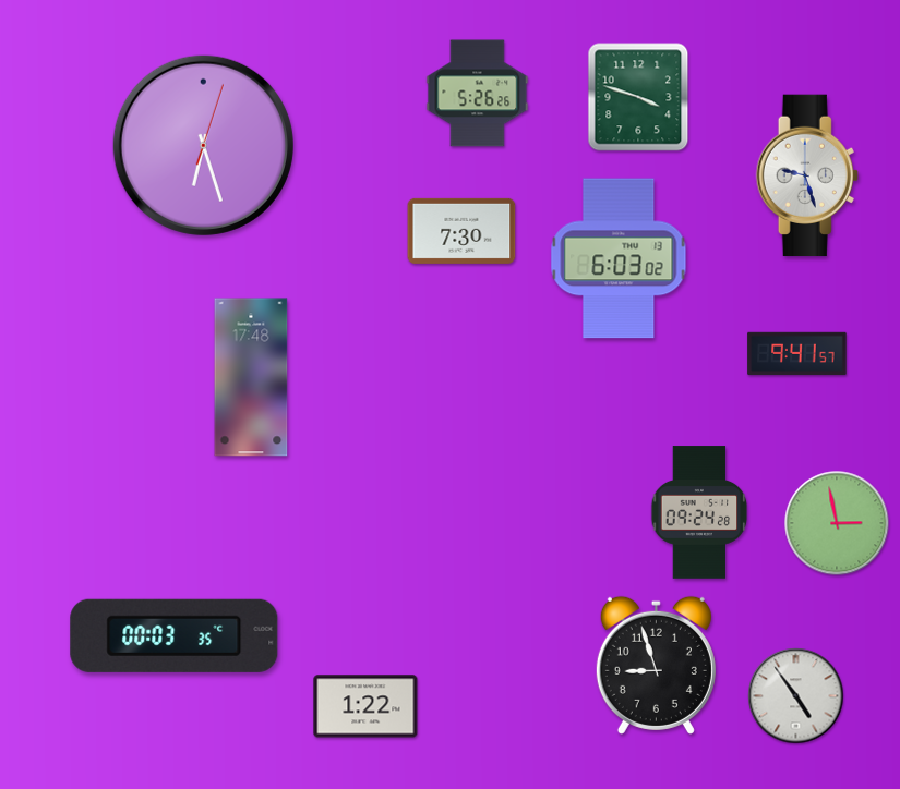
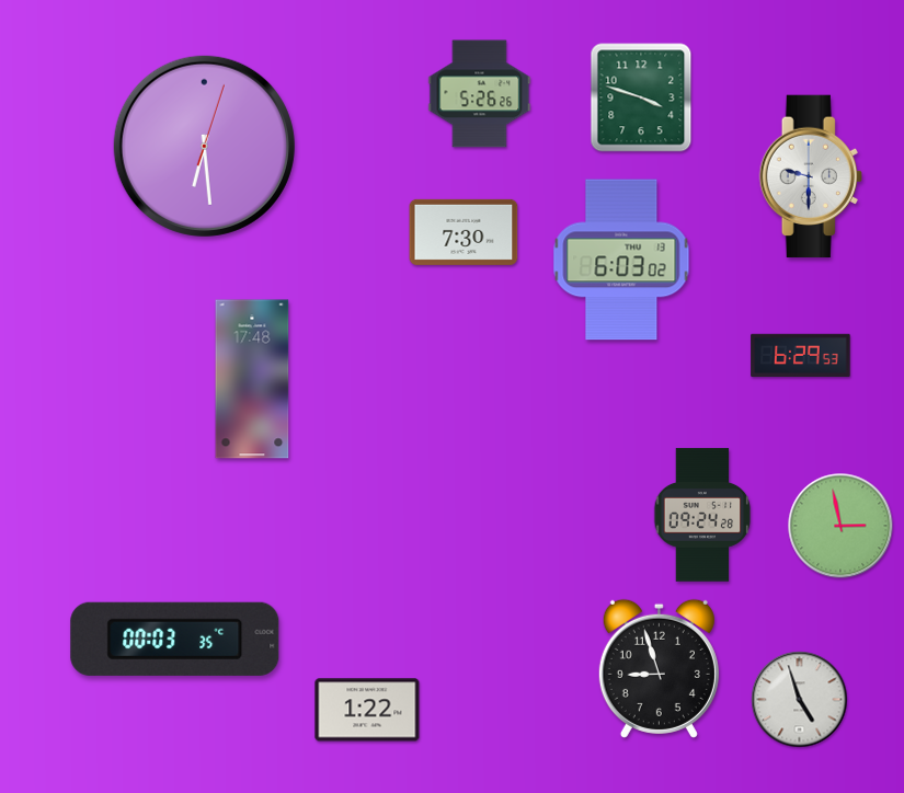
clock at (203, 145): 6:27 -> 6:29
clock at (807, 175): 9:27 -> 9:30
clock at (797, 354): 9:41 -> 6:29
clock at (796, 696): 4:54 -> 4:57
